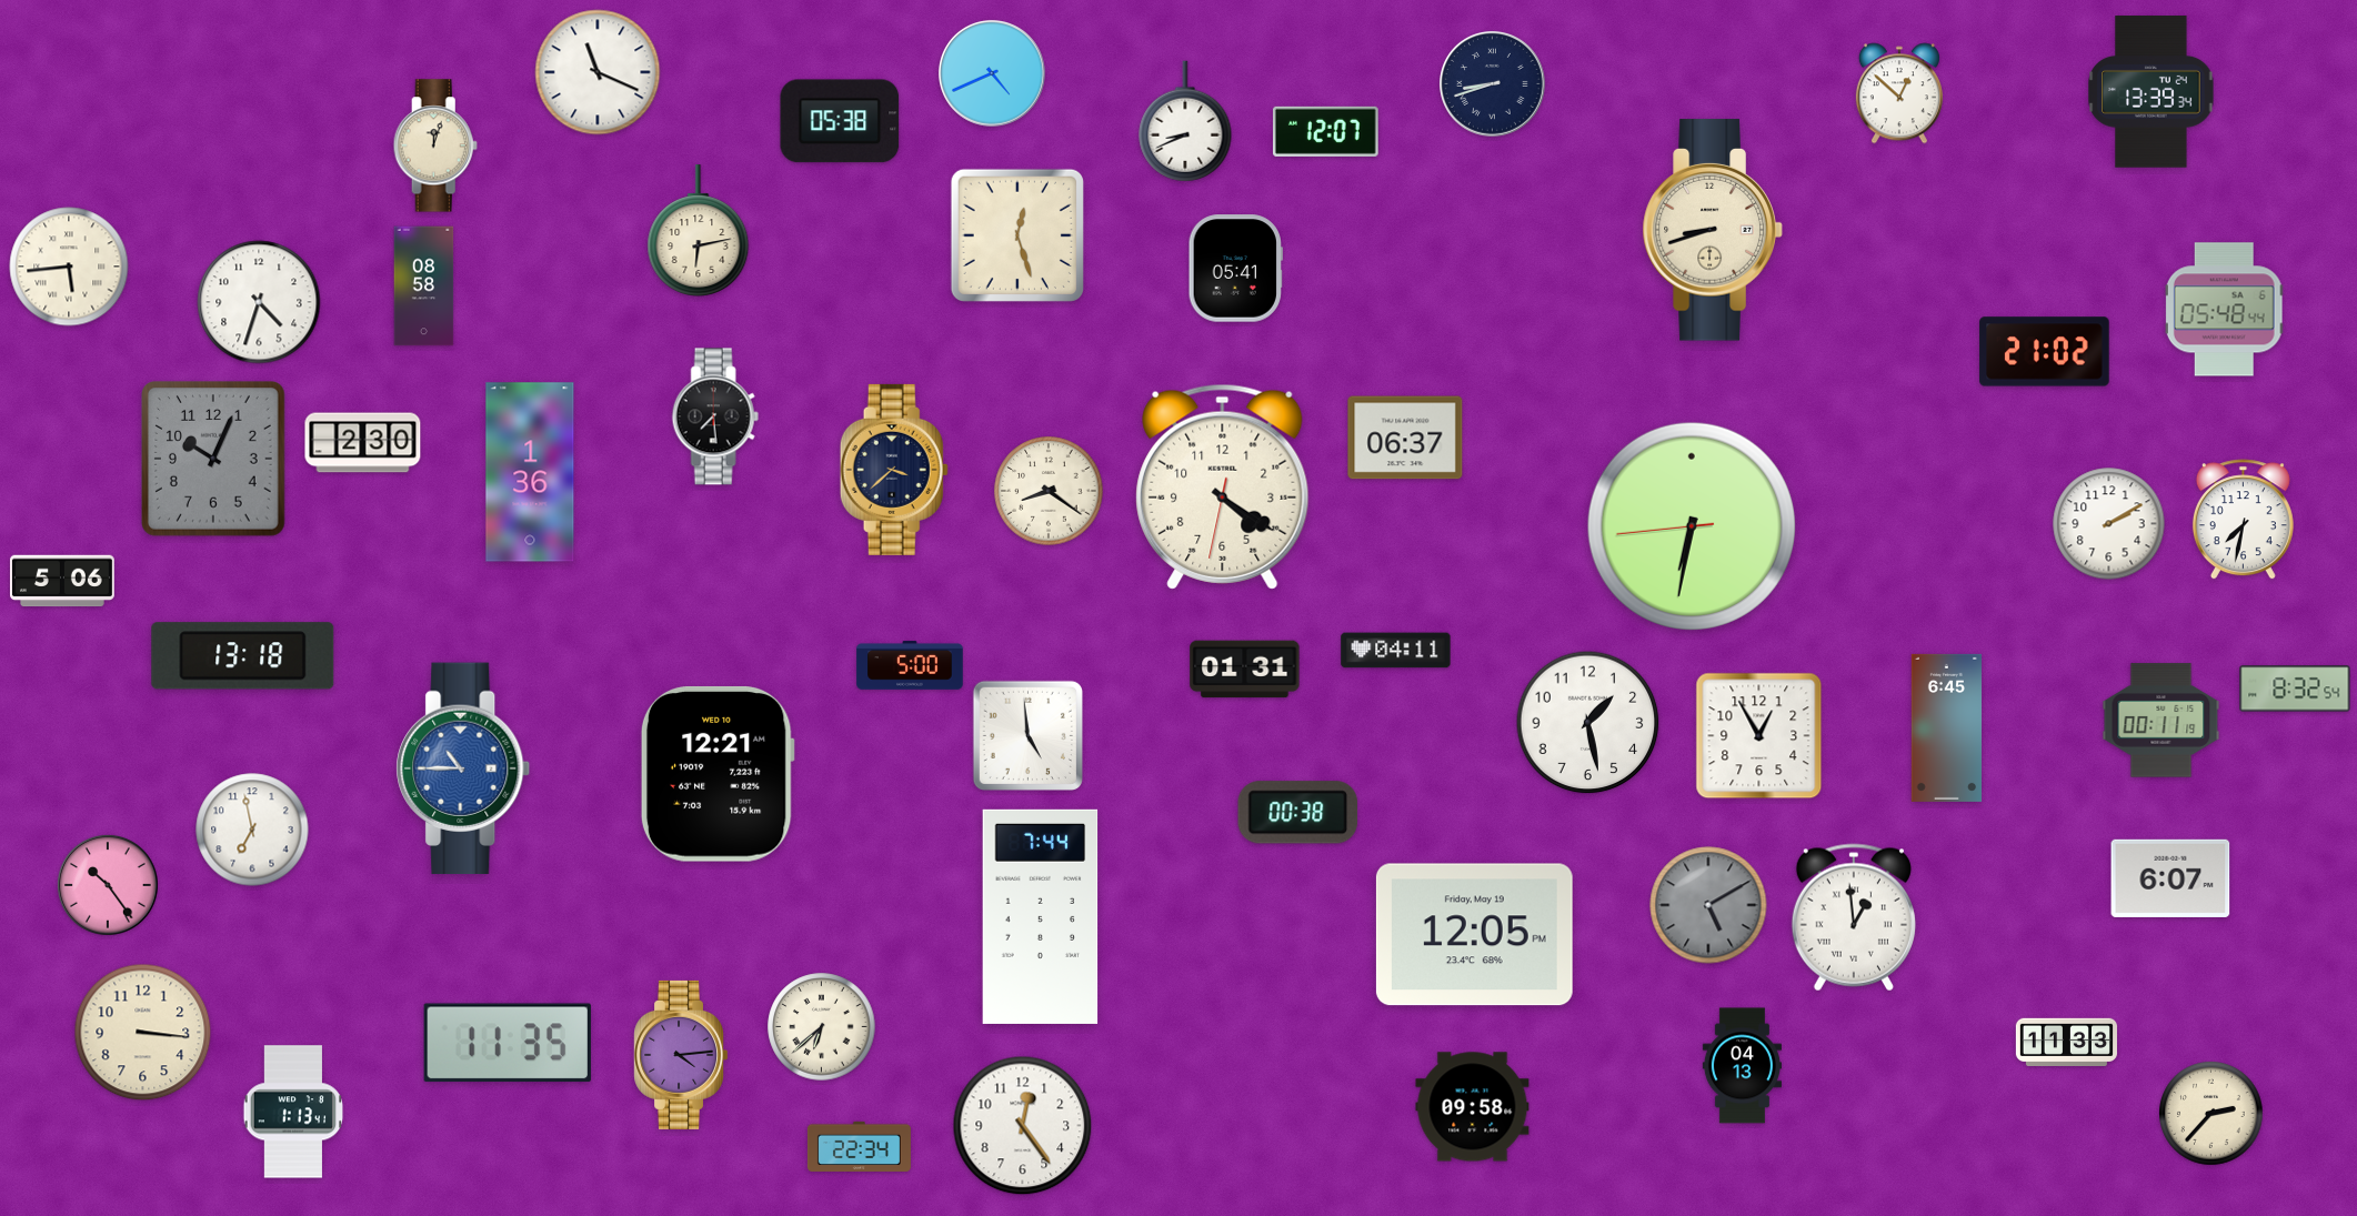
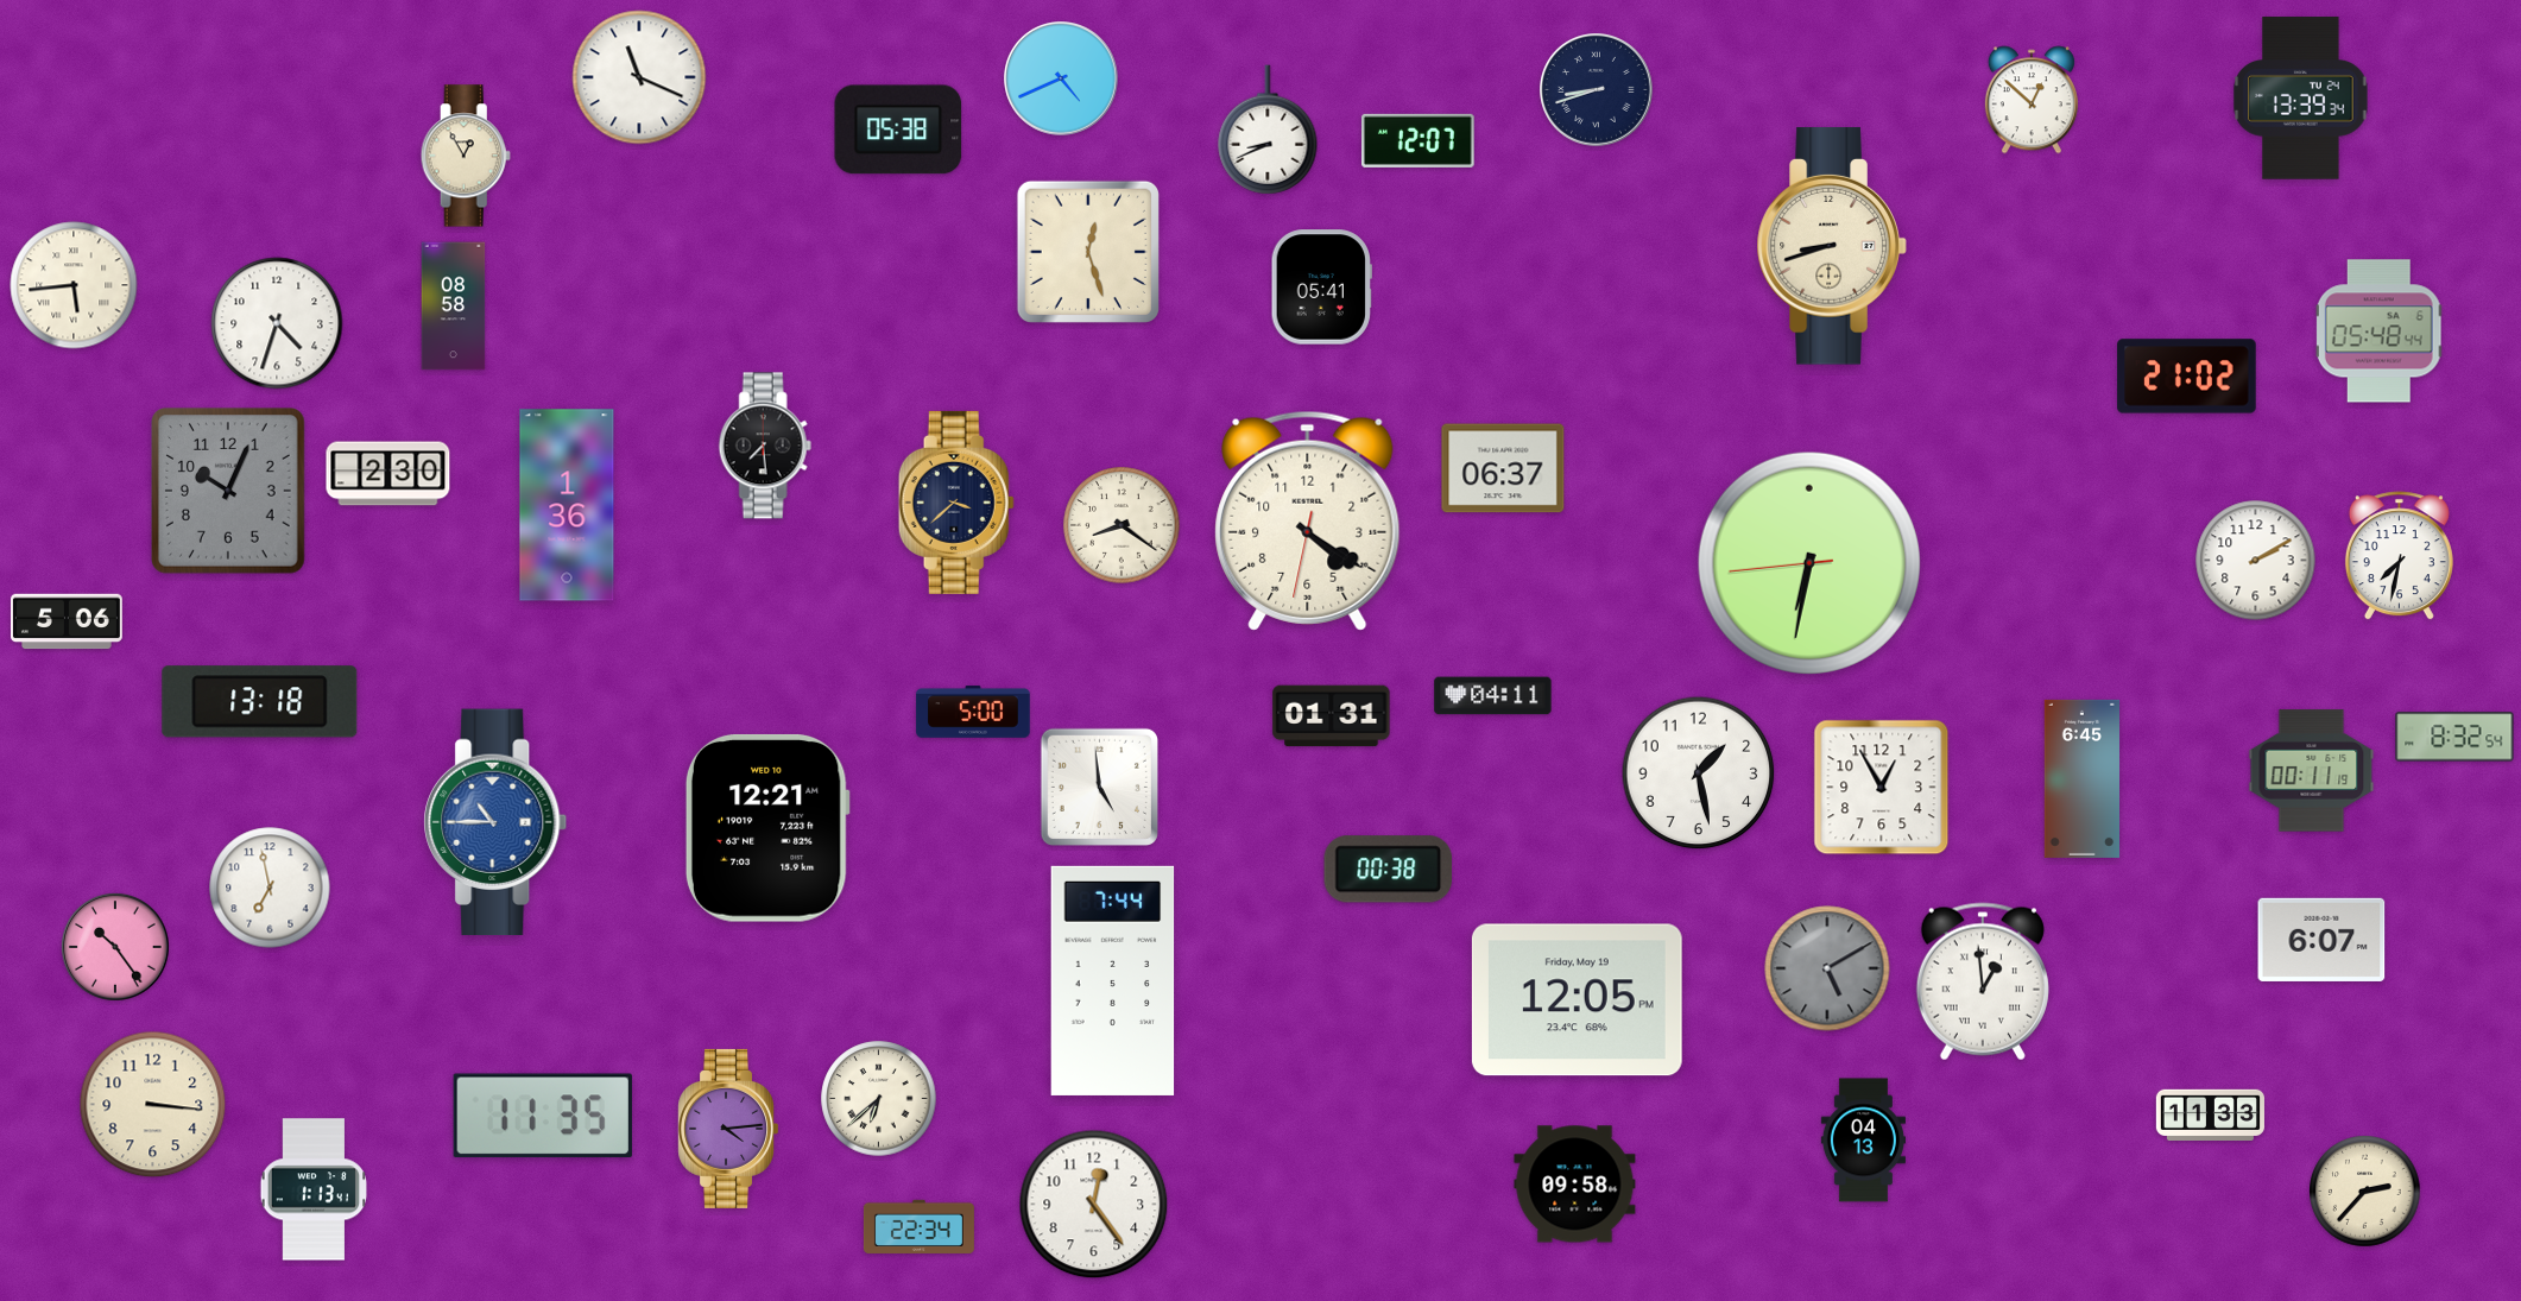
clock at (435, 145): 12:03 -> 12:55
clock at (699, 231): 6:13 -> none
